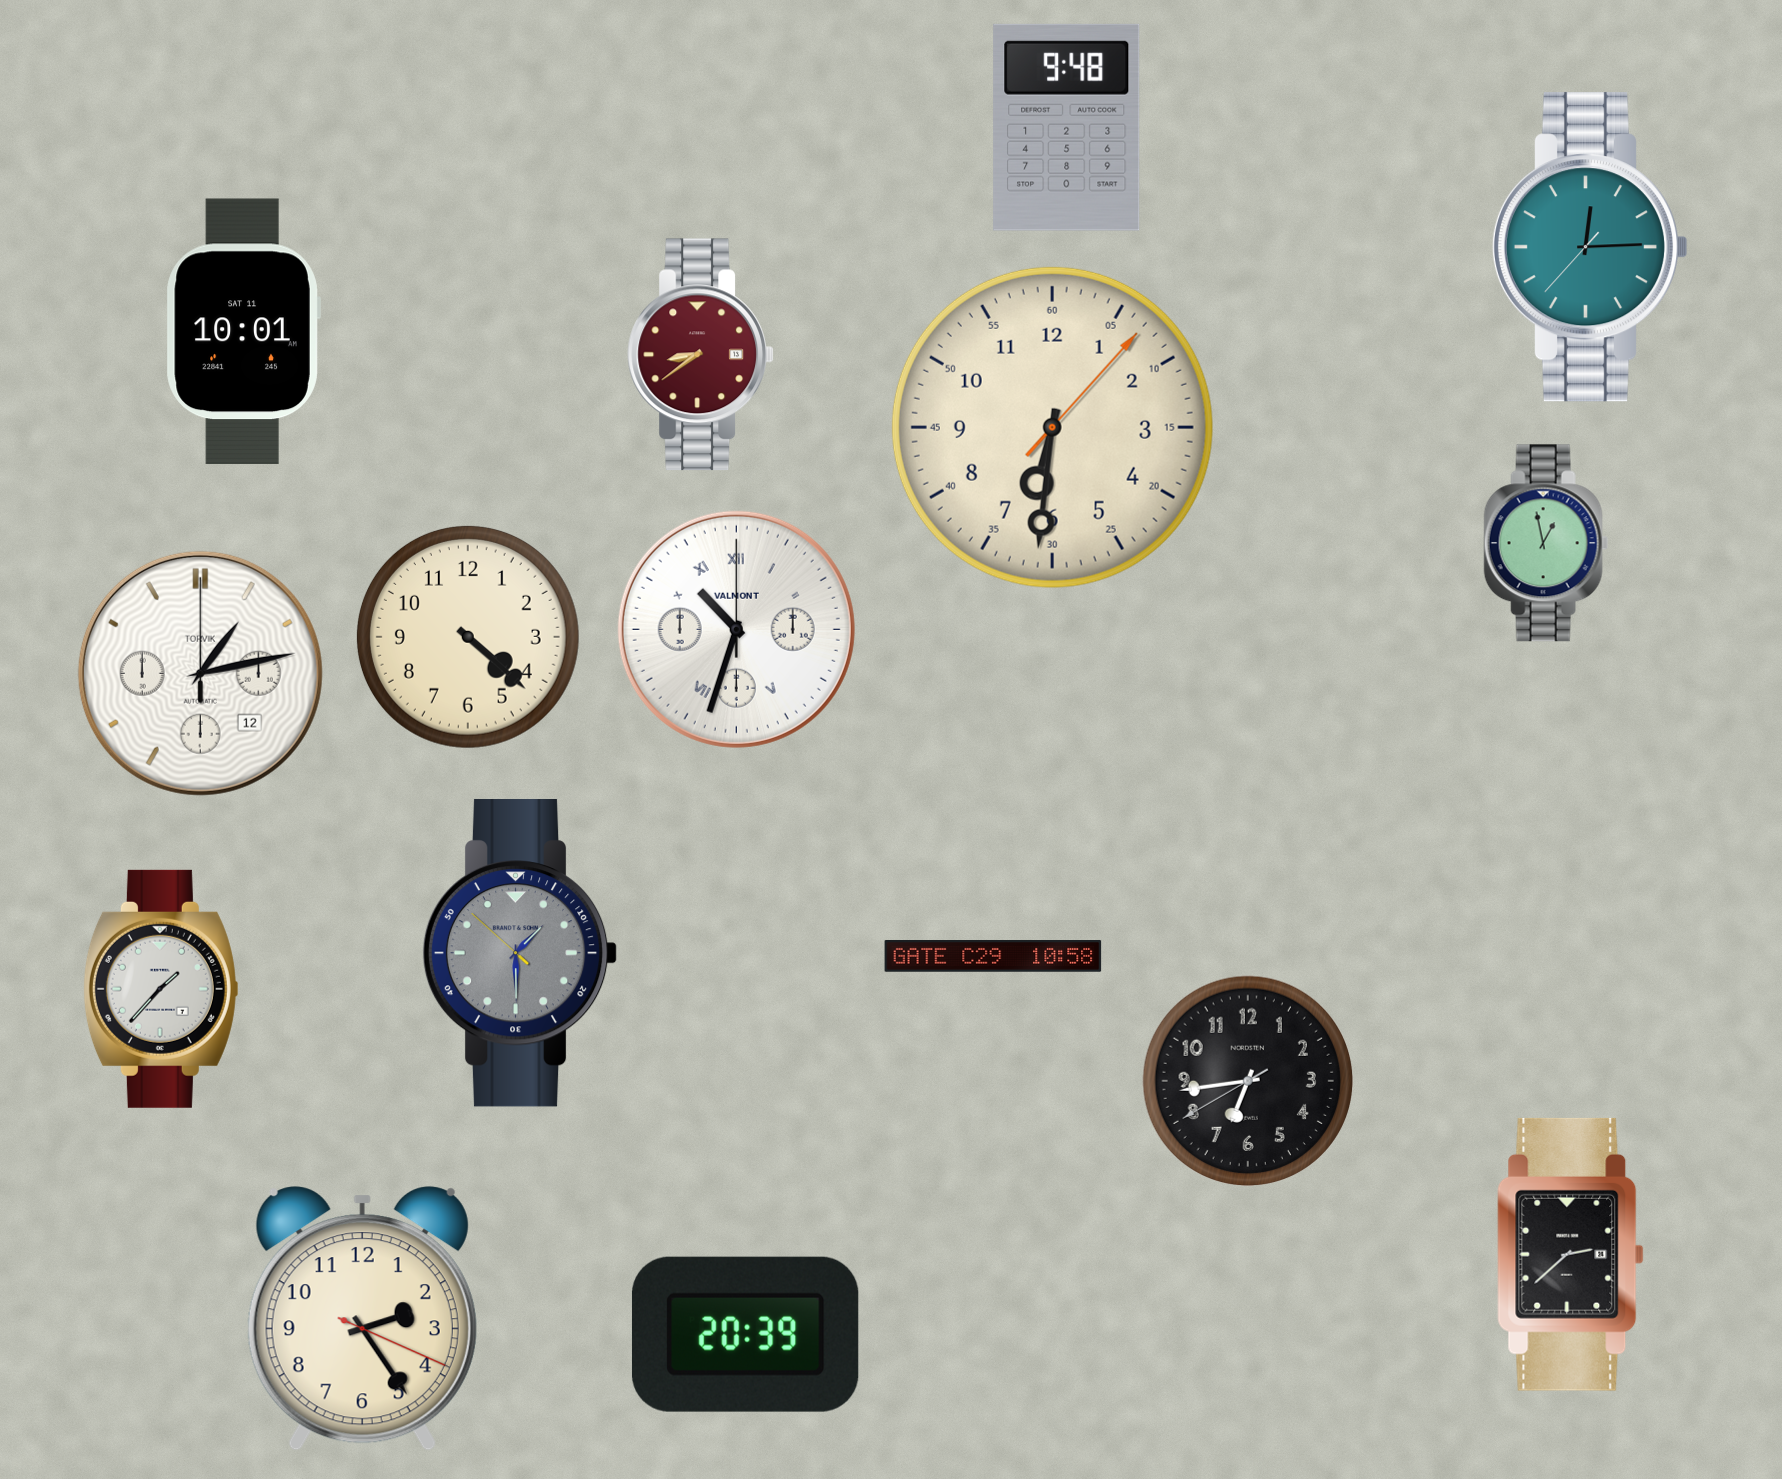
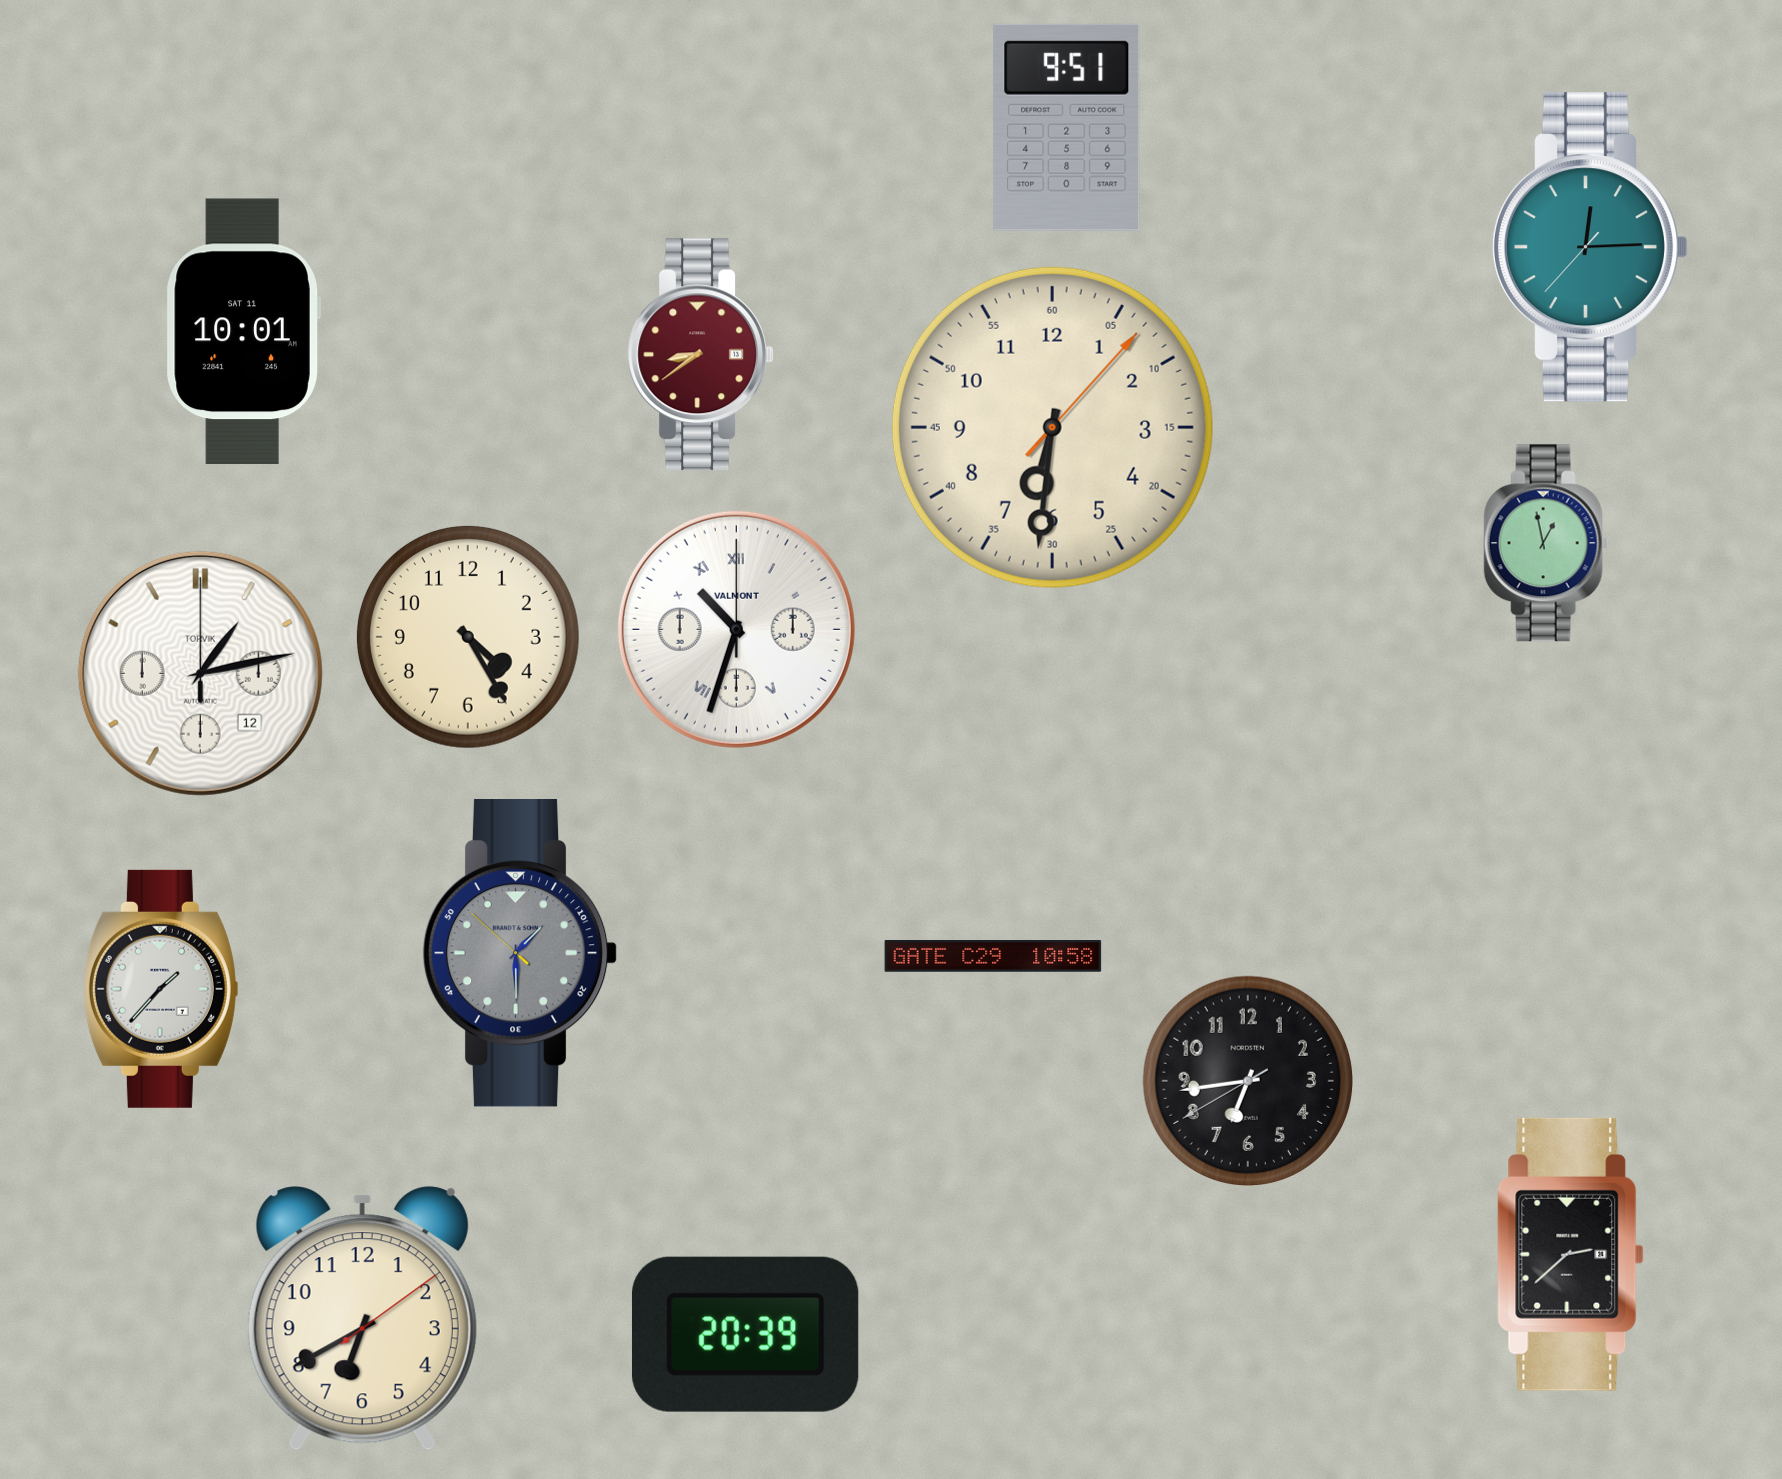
clock at (1067, 127): 9:48 -> 9:51
clock at (468, 637): 4:22 -> 4:25
clock at (362, 1319): 2:24 -> 6:40
